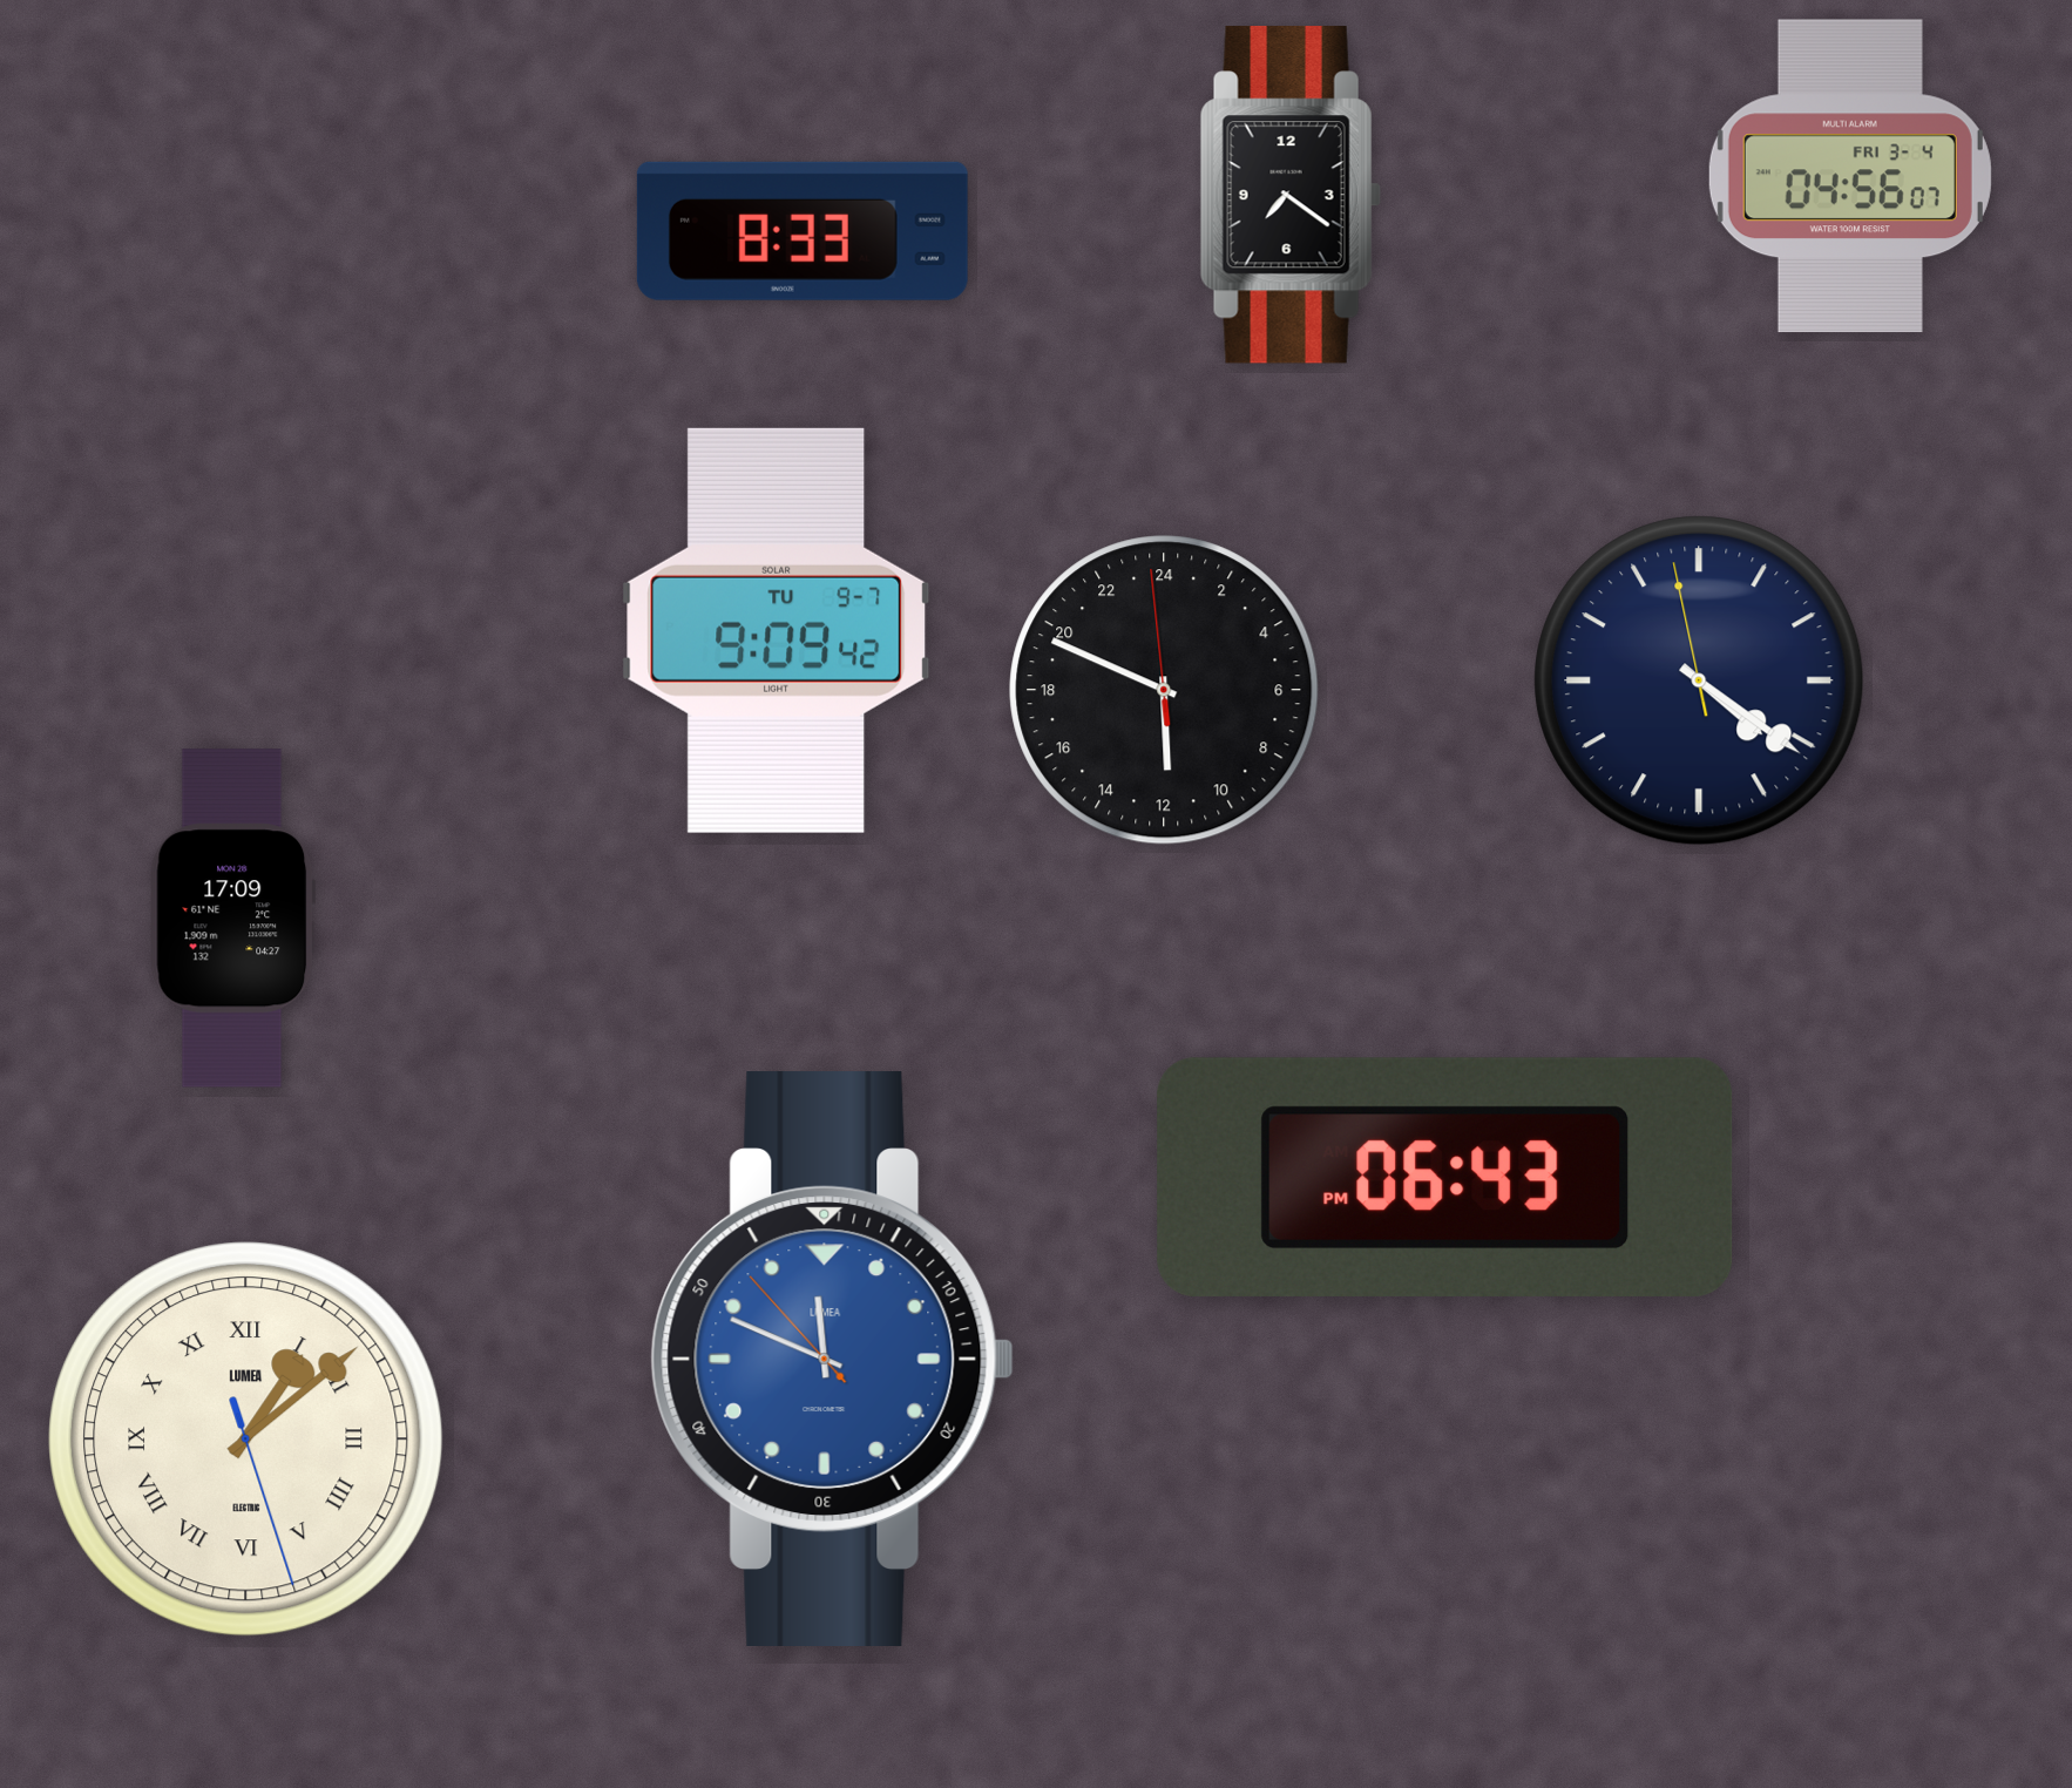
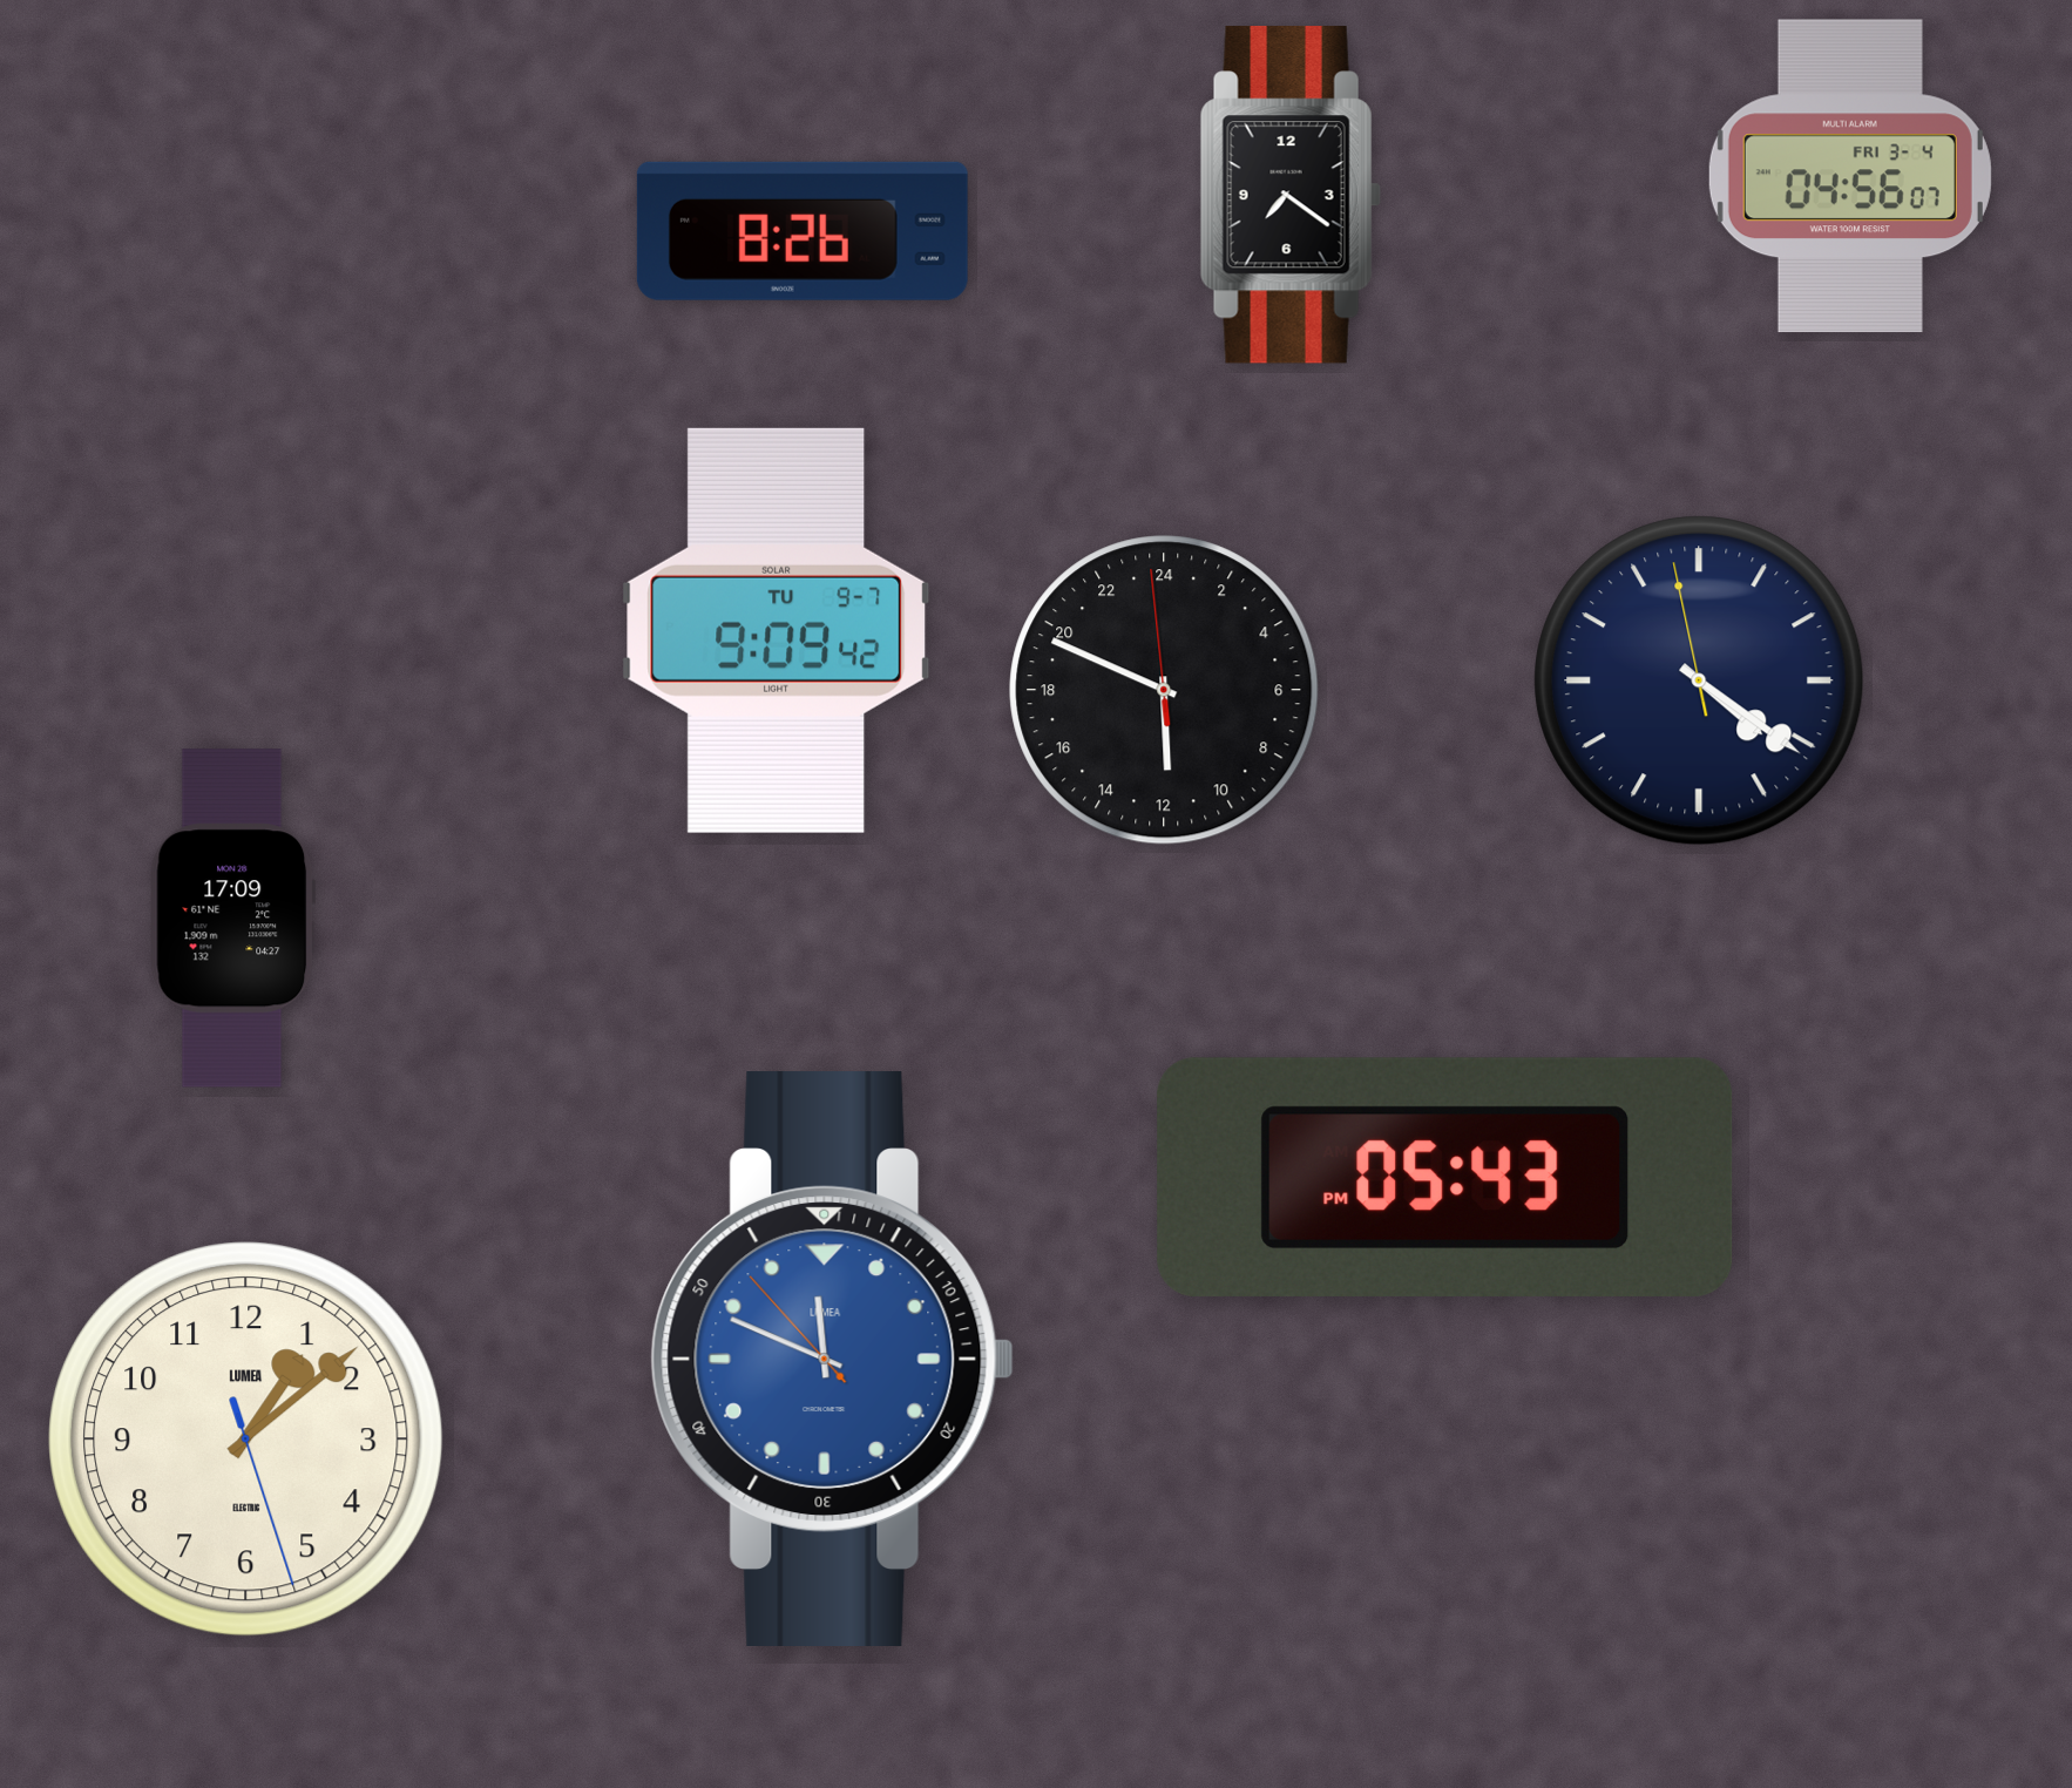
clock at (803, 231): 8:33 -> 8:26
clock at (1445, 1177): 06:43 -> 05:43
clock at (246, 1440) numerals: Roman -> Arabic
